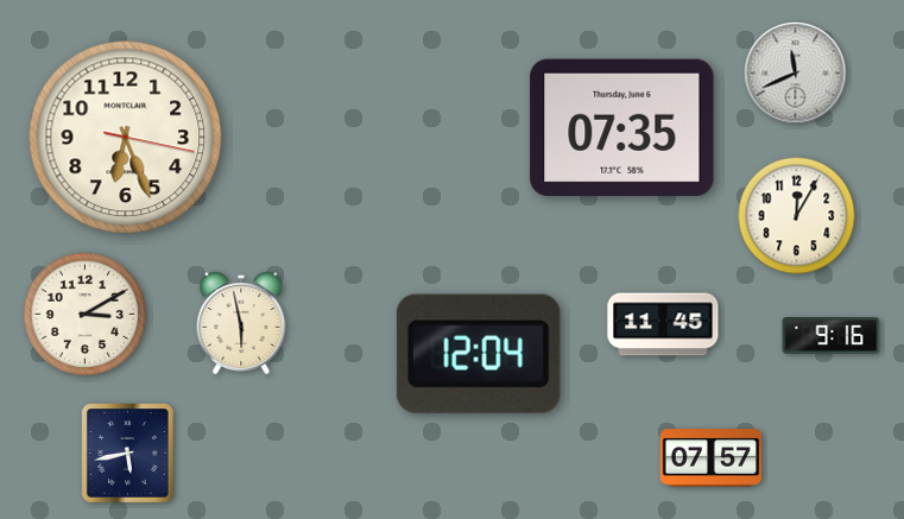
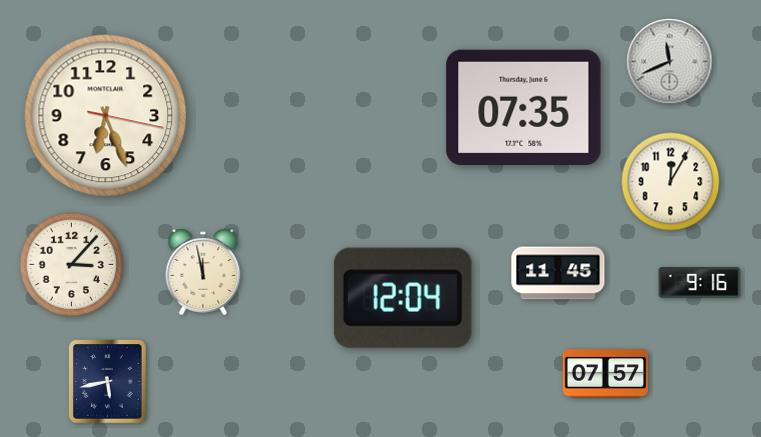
clock at (86, 315): 3:10 -> 3:07
clock at (241, 323): 5:58 -> 11:58
clock at (710, 458) position: (710, 458) -> (605, 374)
